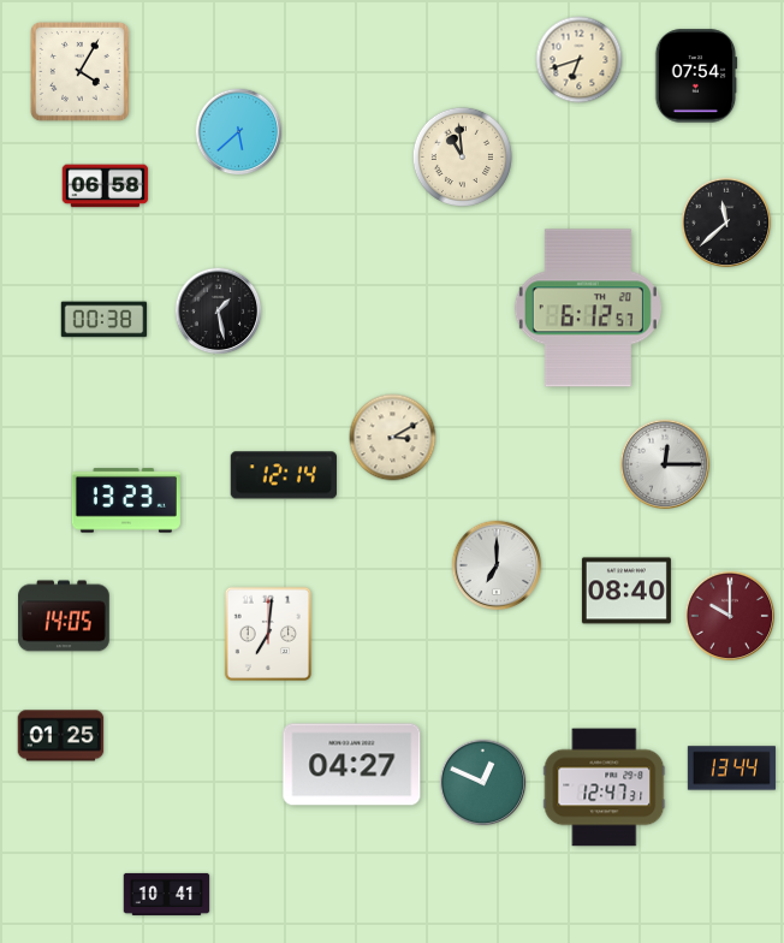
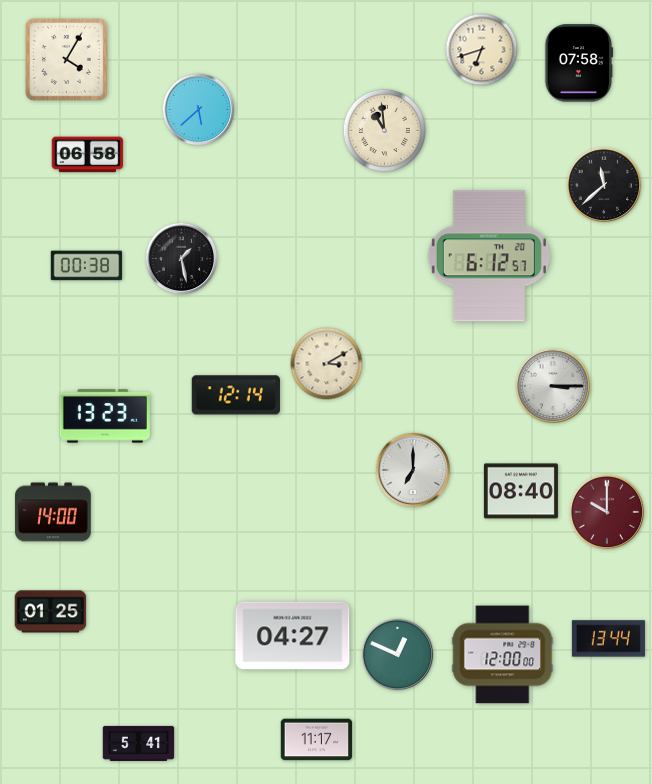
clock at (696, 76): 07:54 -> 07:58
clock at (665, 464): 12:15 -> 3:15
clock at (64, 616): 14:05 -> 14:00
clock at (267, 633): 7:01 -> none
clock at (483, 783) position: (483, 783) -> (398, 655)
clock at (605, 788): 12:47 -> 12:00
clock at (317, 740): none -> 11:17
clock at (167, 894): 10:41 -> 5:41
